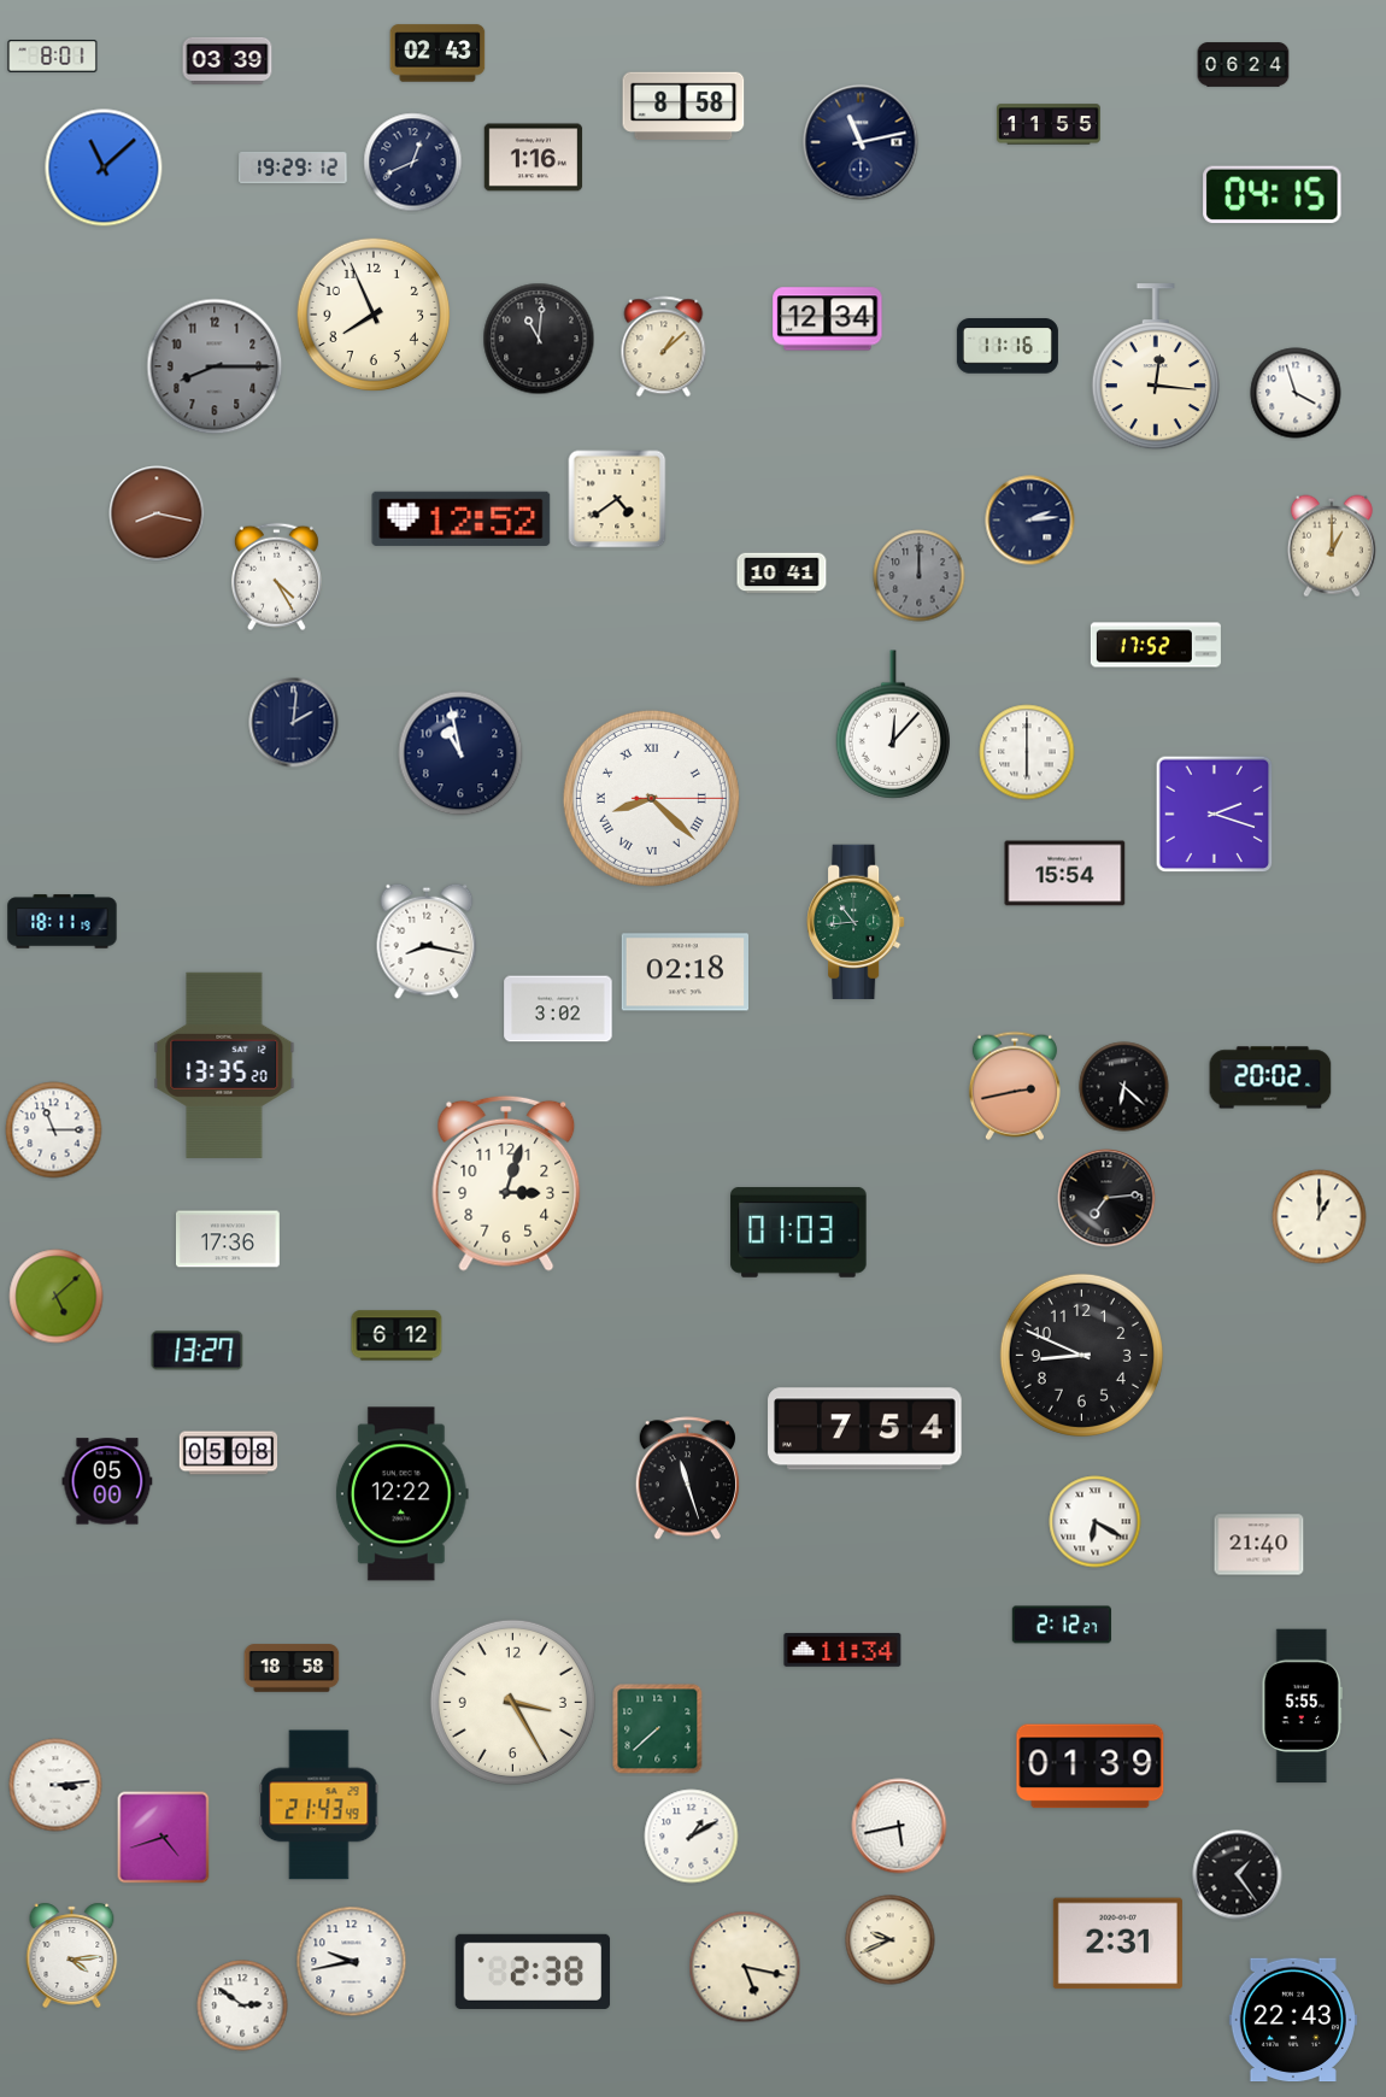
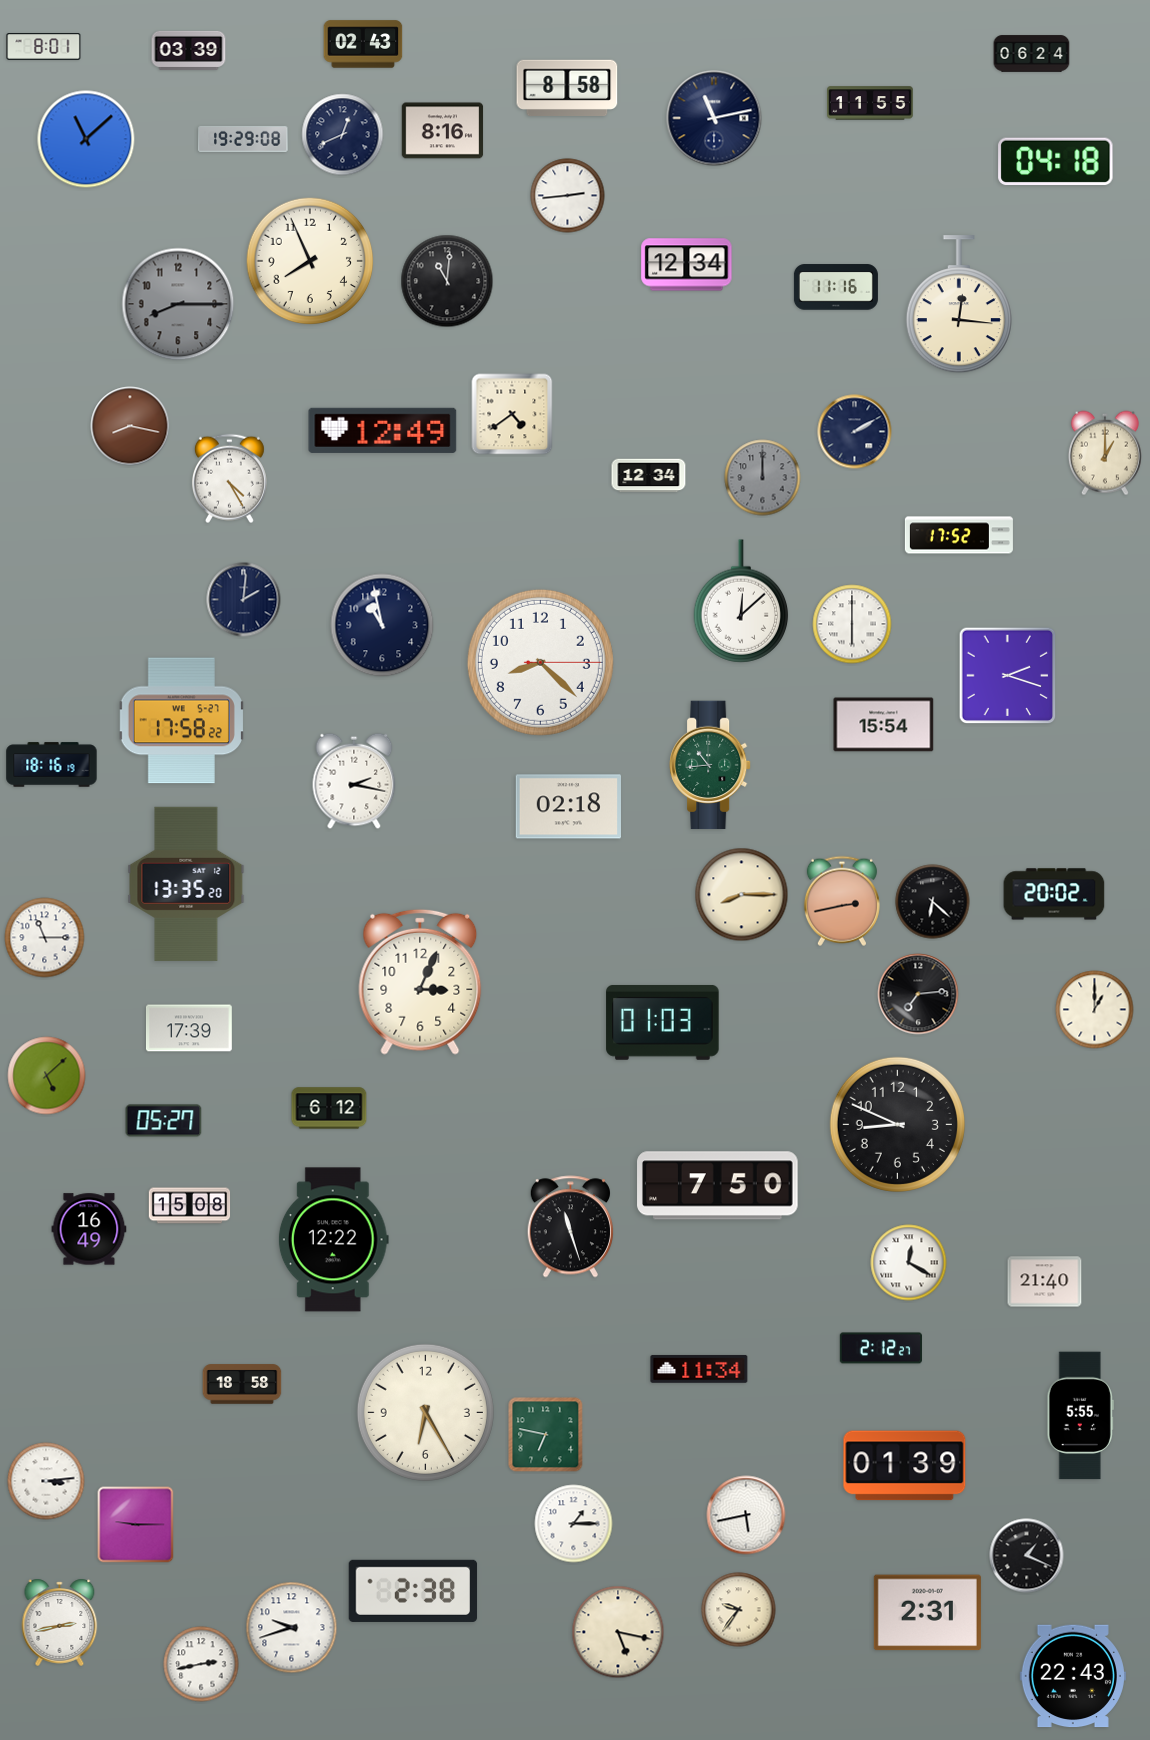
clock at (534, 158): 1:16 -> 8:16
clock at (293, 168): 19:29:12 -> 19:29:08
clock at (1273, 195): 04:15 -> 04:18
clock at (568, 196): none -> 2:44
clock at (664, 347): 1:08 -> none
clock at (1296, 393): 3:57 -> none
clock at (462, 518): 12:52 -> 12:49
clock at (1030, 521): 2:14 -> 2:10
clock at (782, 574): 10:41 -> 12:34
clock at (893, 724): 12:07 -> 12:08
clock at (651, 798) numerals: Roman -> Arabic
clock at (181, 721): none -> 17:58
clock at (63, 922): 18:11 -> 18:16
clock at (427, 941): 8:17 -> 2:17
clock at (558, 1009): 3:02 -> none
clock at (742, 895): none -> 8:15
clock at (506, 1183): 3:03 -> 3:04
clock at (228, 1239): 17:36 -> 17:39
clock at (198, 1351): 13:27 -> 05:27
clock at (865, 1429): 7:54 -> 7:50
clock at (229, 1453): 05:08 -> 15:08
clock at (107, 1481): 05:00 -> 16:49
clock at (1096, 1522): 6:20 -> 12:20
clock at (512, 1702): 3:25 -> 6:25
clock at (658, 1729): 7:38 -> 6:47
clock at (319, 1805): 21:43 -> none
clock at (692, 1837): 1:10 -> 1:15
clock at (164, 1838): 4:42 -> 9:15
clock at (1238, 1875): 1:24 -> 1:19
clock at (891, 1940): 9:41 -> 9:36
clock at (72, 1955): 4:14 -> 2:43
clock at (352, 1962): 9:43 -> 9:42
clock at (533, 1972) position: (533, 1972) -> (413, 1591)
clock at (242, 2005): 2:51 -> 2:43
